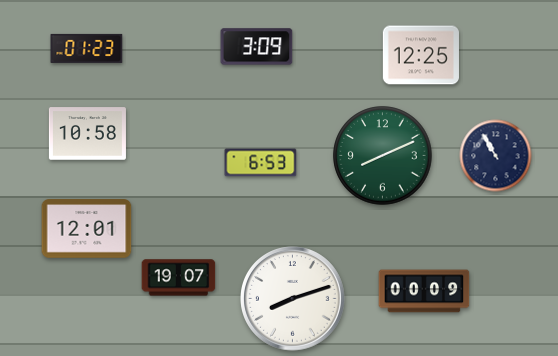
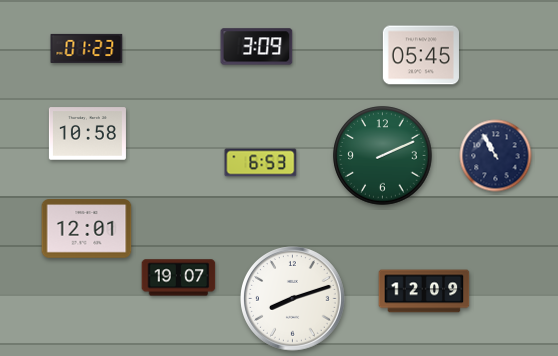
clock at (421, 55): 12:25 -> 05:45
clock at (383, 156): 8:11 -> 2:11
clock at (424, 291): 00:09 -> 12:09
